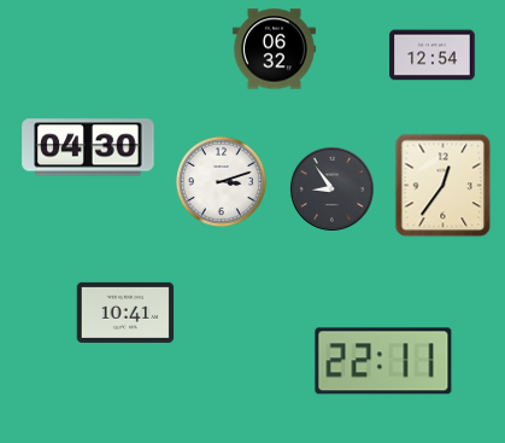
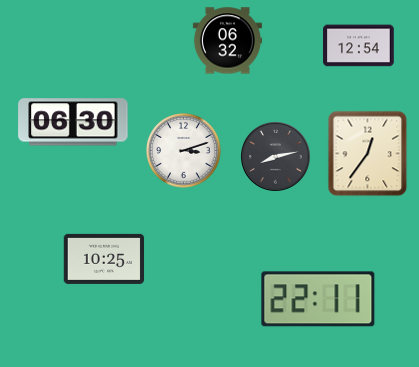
clock at (88, 147): 04:30 -> 06:30
clock at (333, 190): 8:54 -> 8:13
clock at (125, 313): 10:41 -> 10:25
